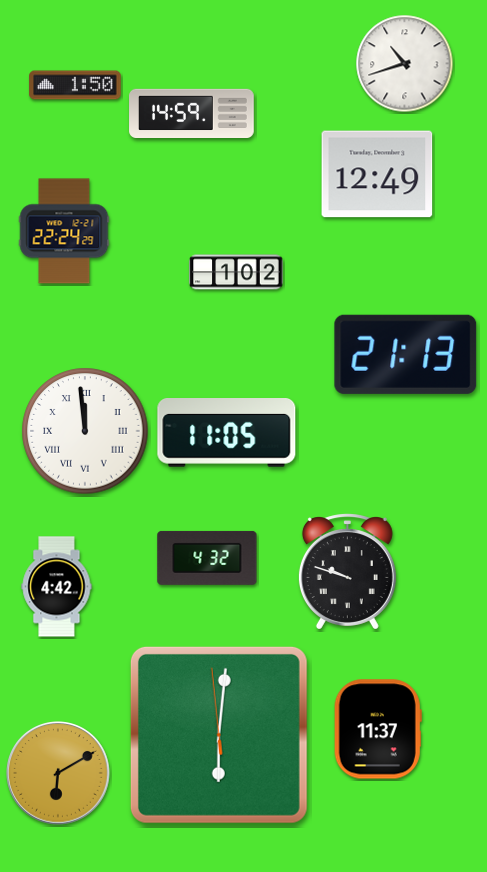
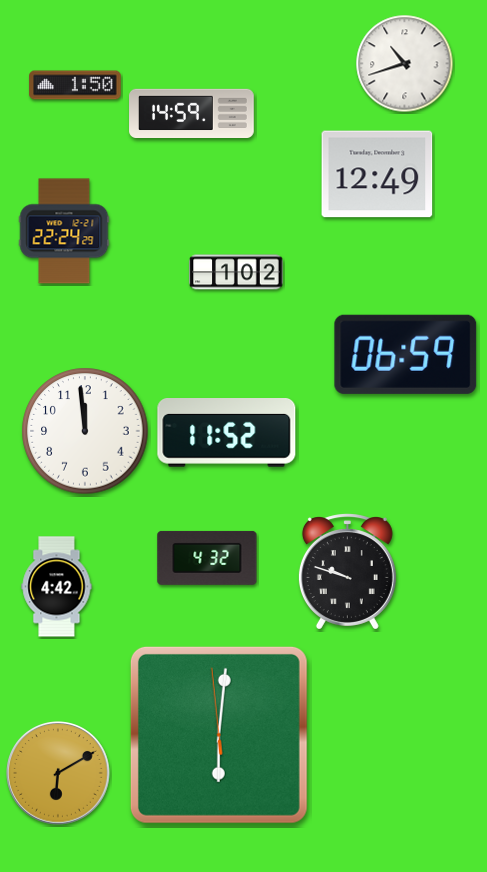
clock at (406, 354): 21:13 -> 06:59
clock at (85, 431) numerals: Roman -> Arabic
clock at (227, 433): 11:05 -> 11:52
clock at (378, 729): 11:37 -> none
